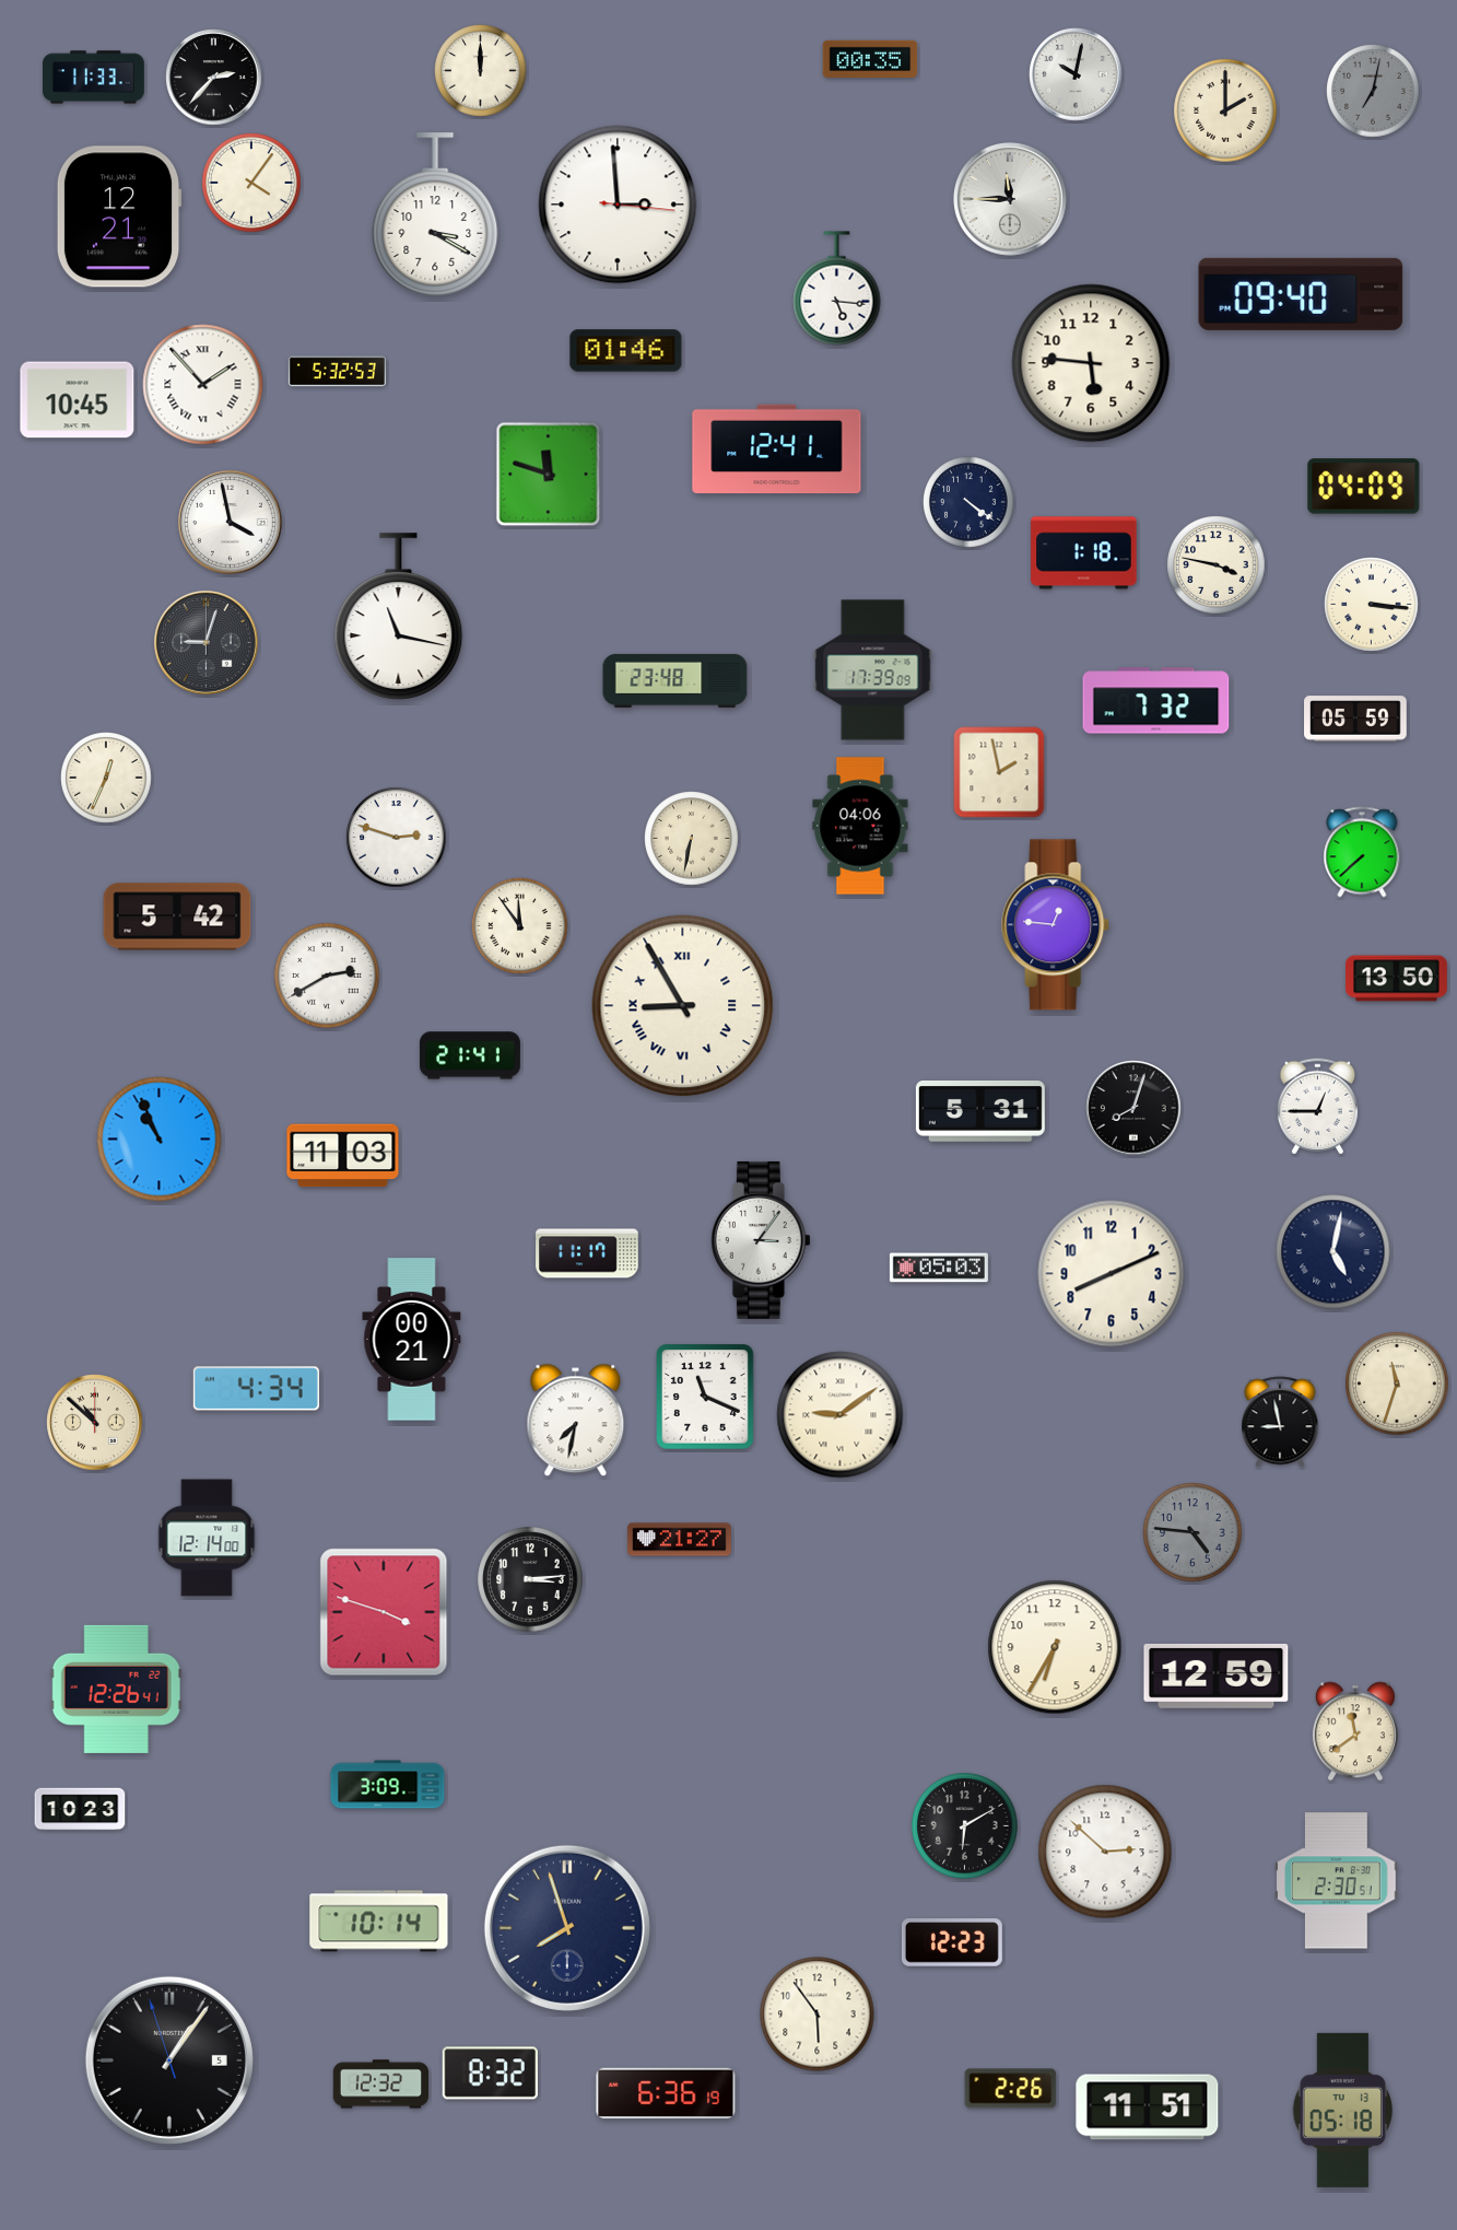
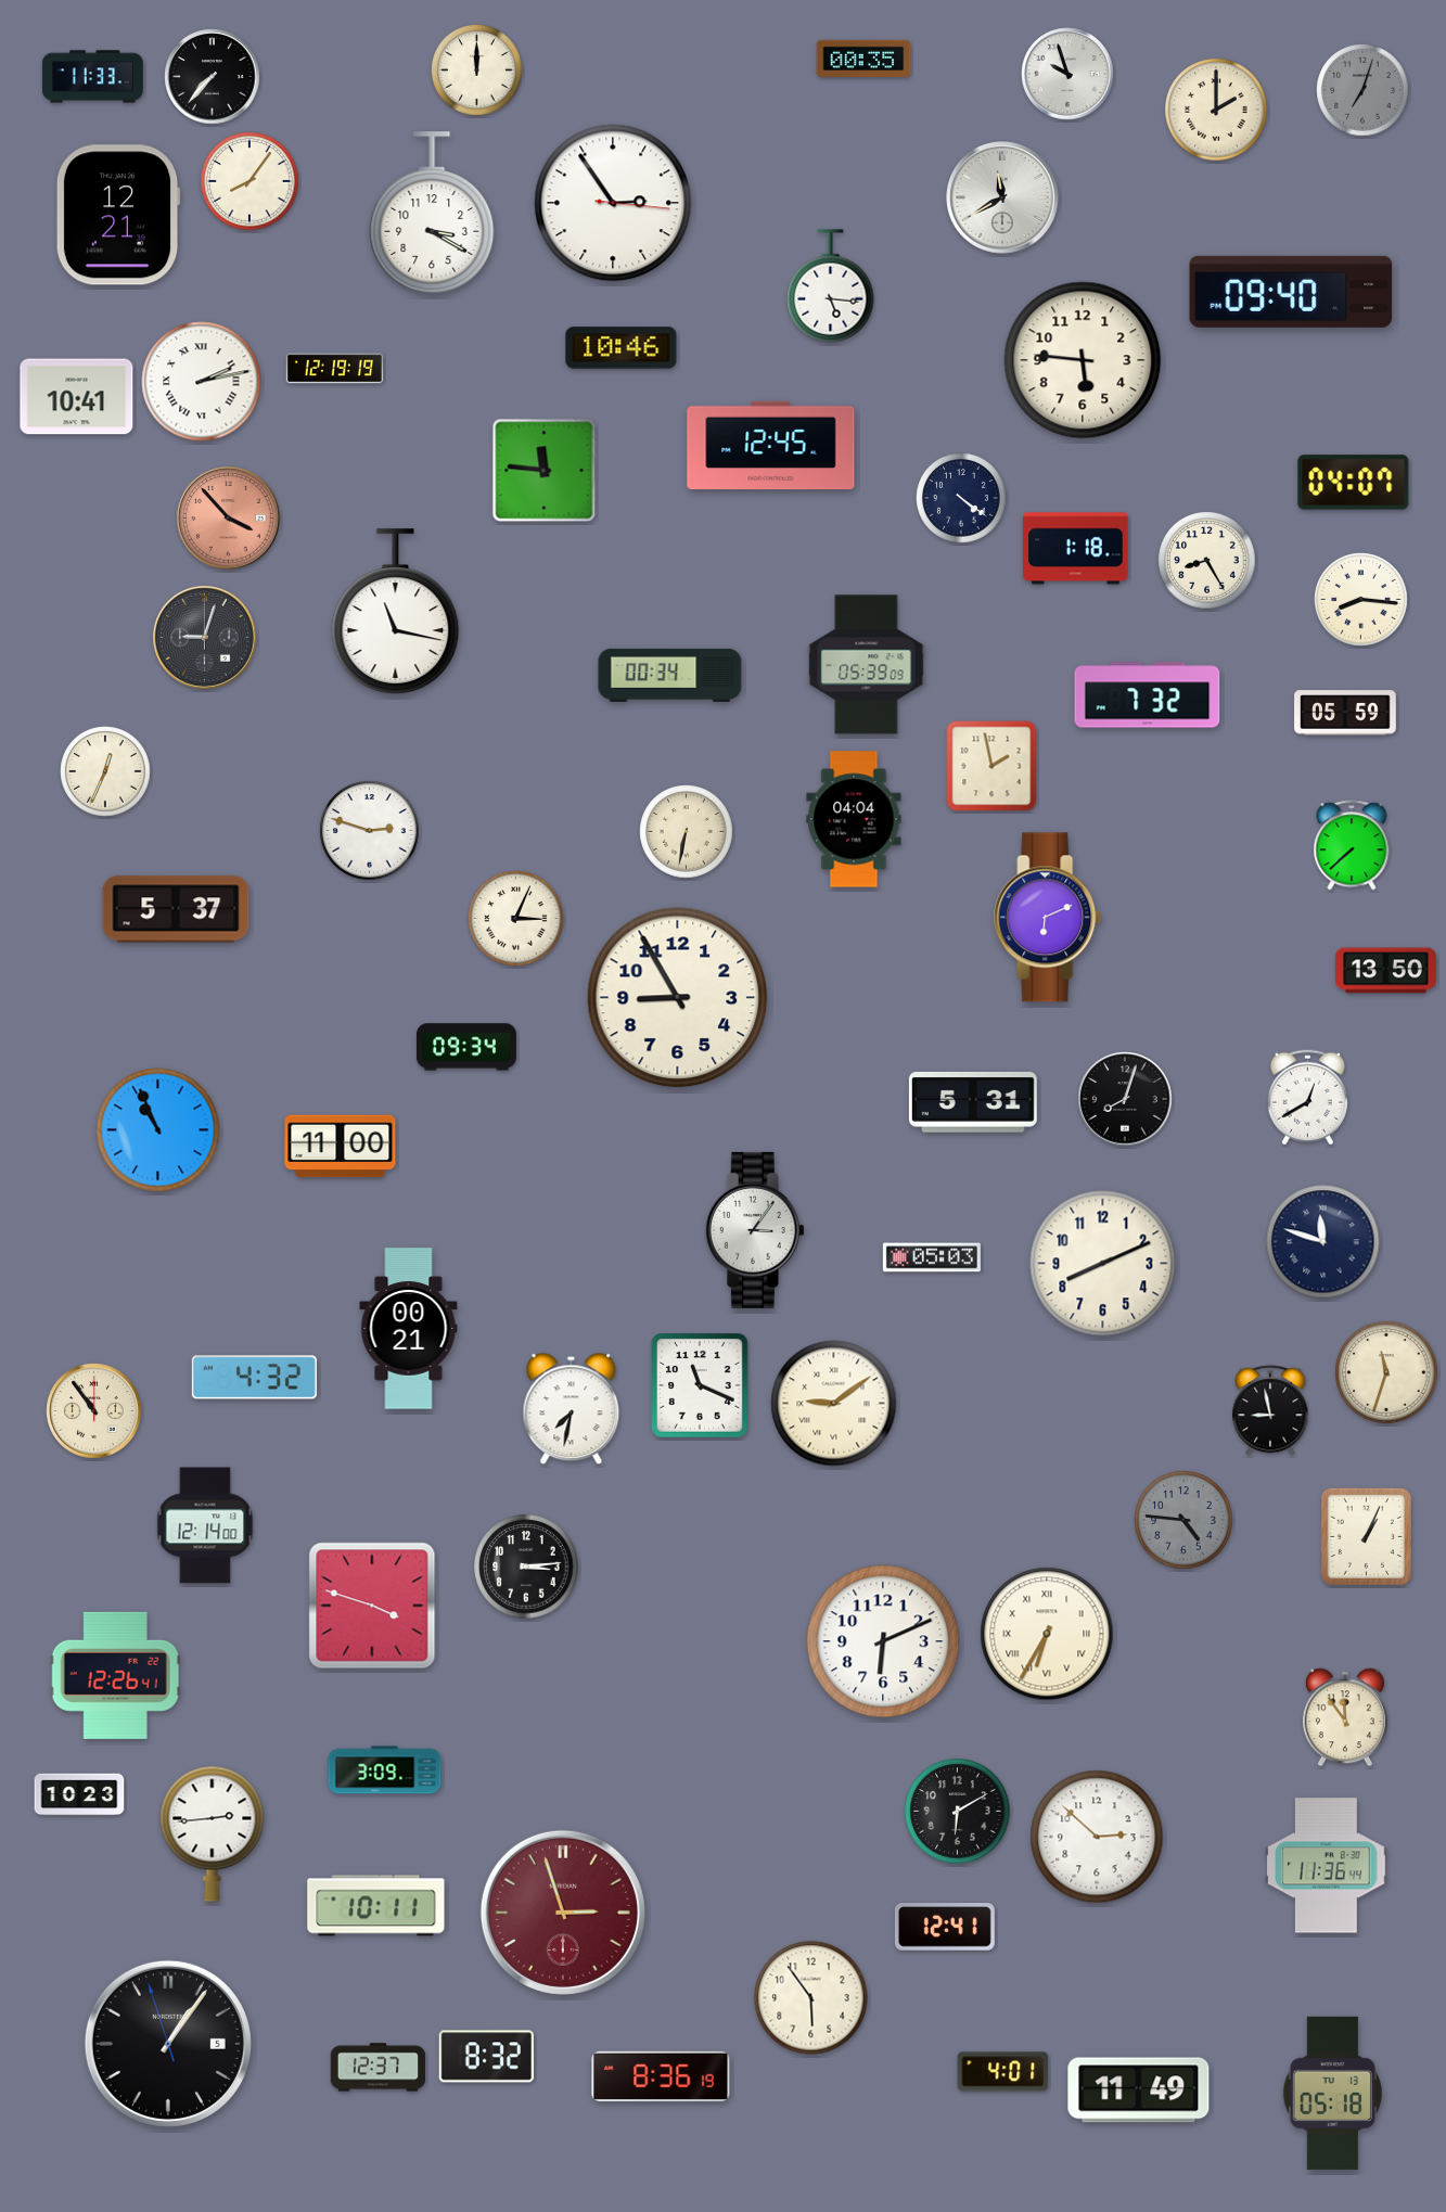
clock at (1076, 74): 10:02 -> 9:57
clock at (214, 78): 2:37 -> 7:37
clock at (1373, 91): 7:02 -> 7:03
clock at (251, 183): 4:06 -> 8:06
clock at (1011, 200): 11:45 -> 11:40
clock at (618, 205): 2:59 -> 2:54
clock at (626, 351): 01:46 -> 10:46
clock at (337, 372): 5:32 -> 12:19
clock at (203, 385): 1:53 -> 2:13
clock at (78, 400): 10:45 -> 10:41
clock at (777, 449): 12:41 -> 12:45
clock at (549, 475): 11:48 -> 11:46
clock at (1364, 487): 04:09 -> 04:07
clock at (231, 523): 3:58 -> 3:53
clock at (231, 523) dial: white -> salmon
clock at (1217, 565): 3:47 -> 8:25
clock at (1372, 605): 3:16 -> 8:16
clock at (873, 670): 17:39 -> 05:39
clock at (675, 680): 23:48 -> 00:34
clock at (860, 826): 04:06 -> 04:04
clock at (397, 838) position: (397, 838) -> (370, 831)
clock at (177, 916): 5:42 -> 5:37
clock at (1056, 925): 12:46 -> 6:11
clock at (520, 926): 11:54 -> 3:04
clock at (327, 976): 2:40 -> none
clock at (683, 1006) numerals: Roman -> Arabic
clock at (470, 1055): 21:41 -> 09:34
clock at (1317, 1107): 12:45 -> 12:40
clock at (343, 1156): 11:03 -> 11:00
clock at (1333, 1252): 5:02 -> 11:48
clock at (587, 1253): 11:17 -> none
clock at (256, 1389): 4:34 -> 4:32
clock at (95, 1423): 10:52 -> 10:54
clock at (680, 1540): 21:27 -> none
clock at (1366, 1536): none -> 1:04
clock at (384, 1612) position: (384, 1612) -> (372, 1606)
clock at (1055, 1647) numerals: Arabic -> Roman
clock at (883, 1641): none -> 6:11
clock at (1217, 1677): 12:59 -> none
clock at (1355, 1731): 11:39 -> 11:54
clock at (213, 1833): none -> 2:44
clock at (1337, 1881): 2:30 -> 11:36
clock at (379, 1922): 10:14 -> 10:11
clock at (567, 1928): 7:57 -> 2:57
clock at (567, 1928) dial: navy -> burgundy
clock at (952, 1942): 12:23 -> 12:41
clock at (381, 2085): 12:32 -> 12:37
clock at (1011, 2089): 2:26 -> 4:01
clock at (666, 2093): 6:36 -> 8:36
clock at (1148, 2108): 11:51 -> 11:49
